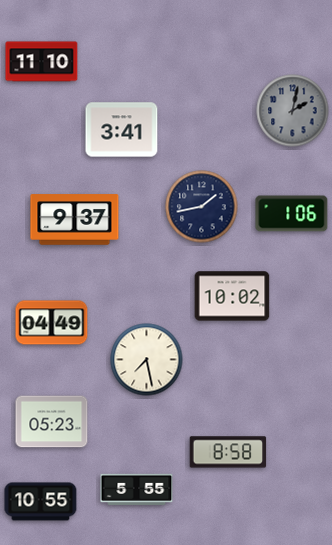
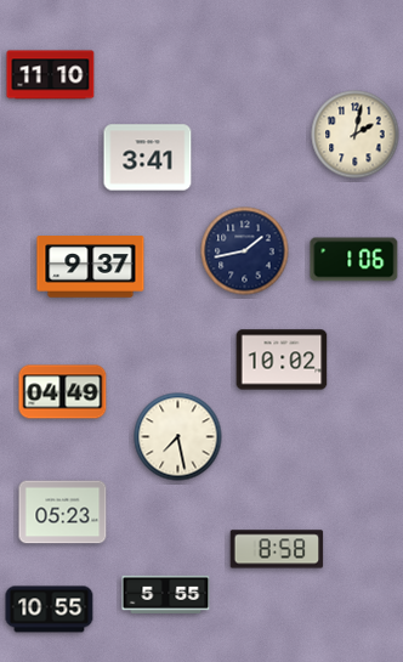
clock at (293, 111) dial: grey -> cream
